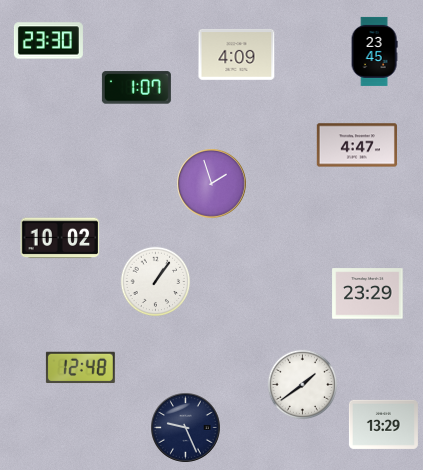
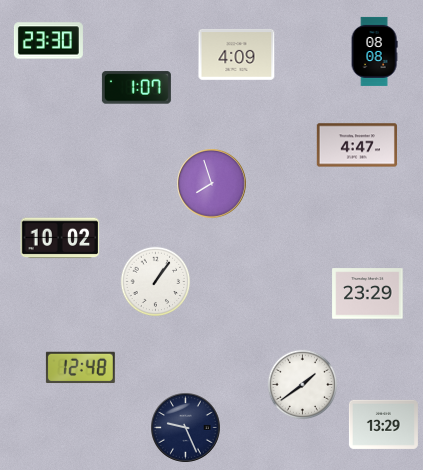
clock at (374, 51): 23:45 -> 08:08
clock at (212, 184): 1:57 -> 7:57
